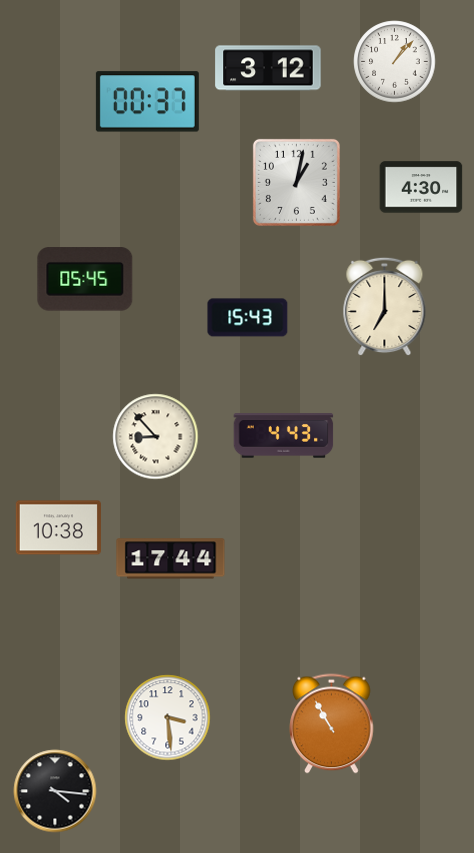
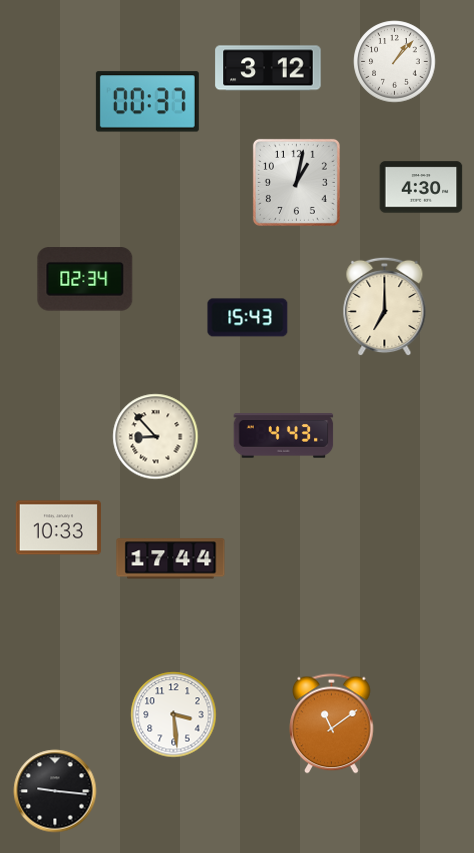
clock at (85, 279): 05:45 -> 02:34
clock at (58, 528): 10:38 -> 10:33
clock at (168, 718) position: (168, 718) -> (174, 715)
clock at (332, 724): 10:55 -> 11:09
clock at (55, 791): 4:16 -> 9:16
